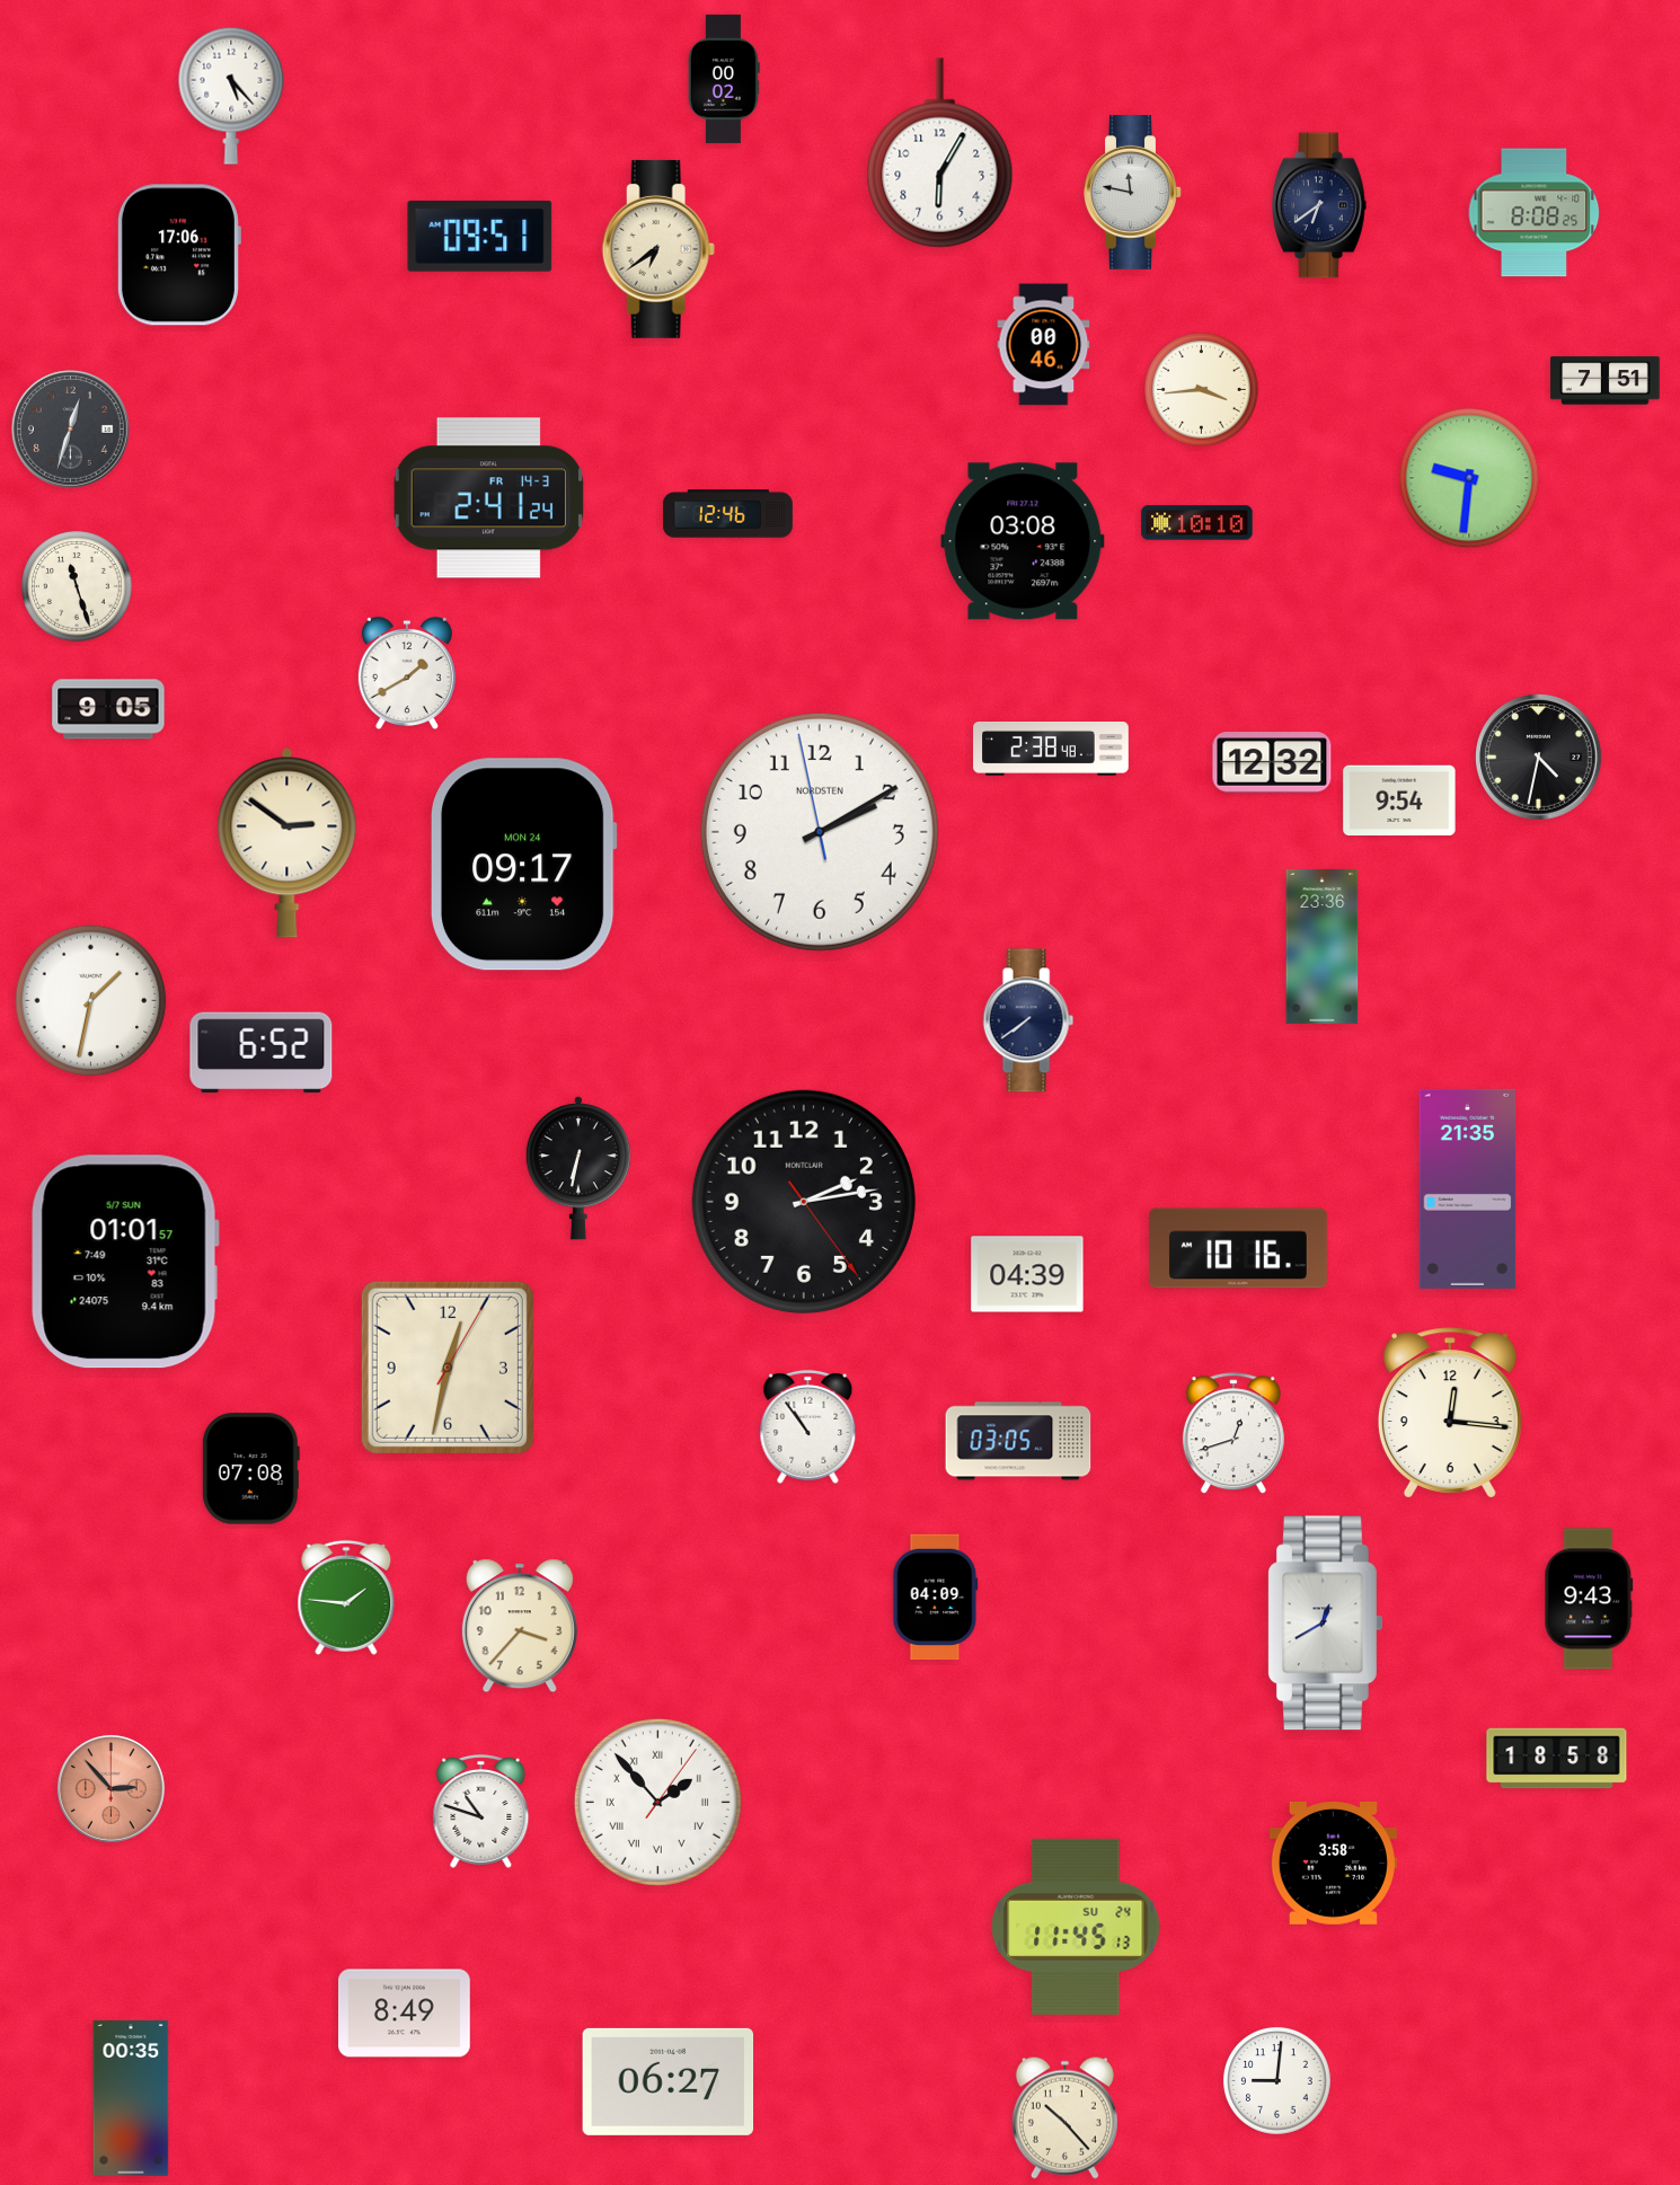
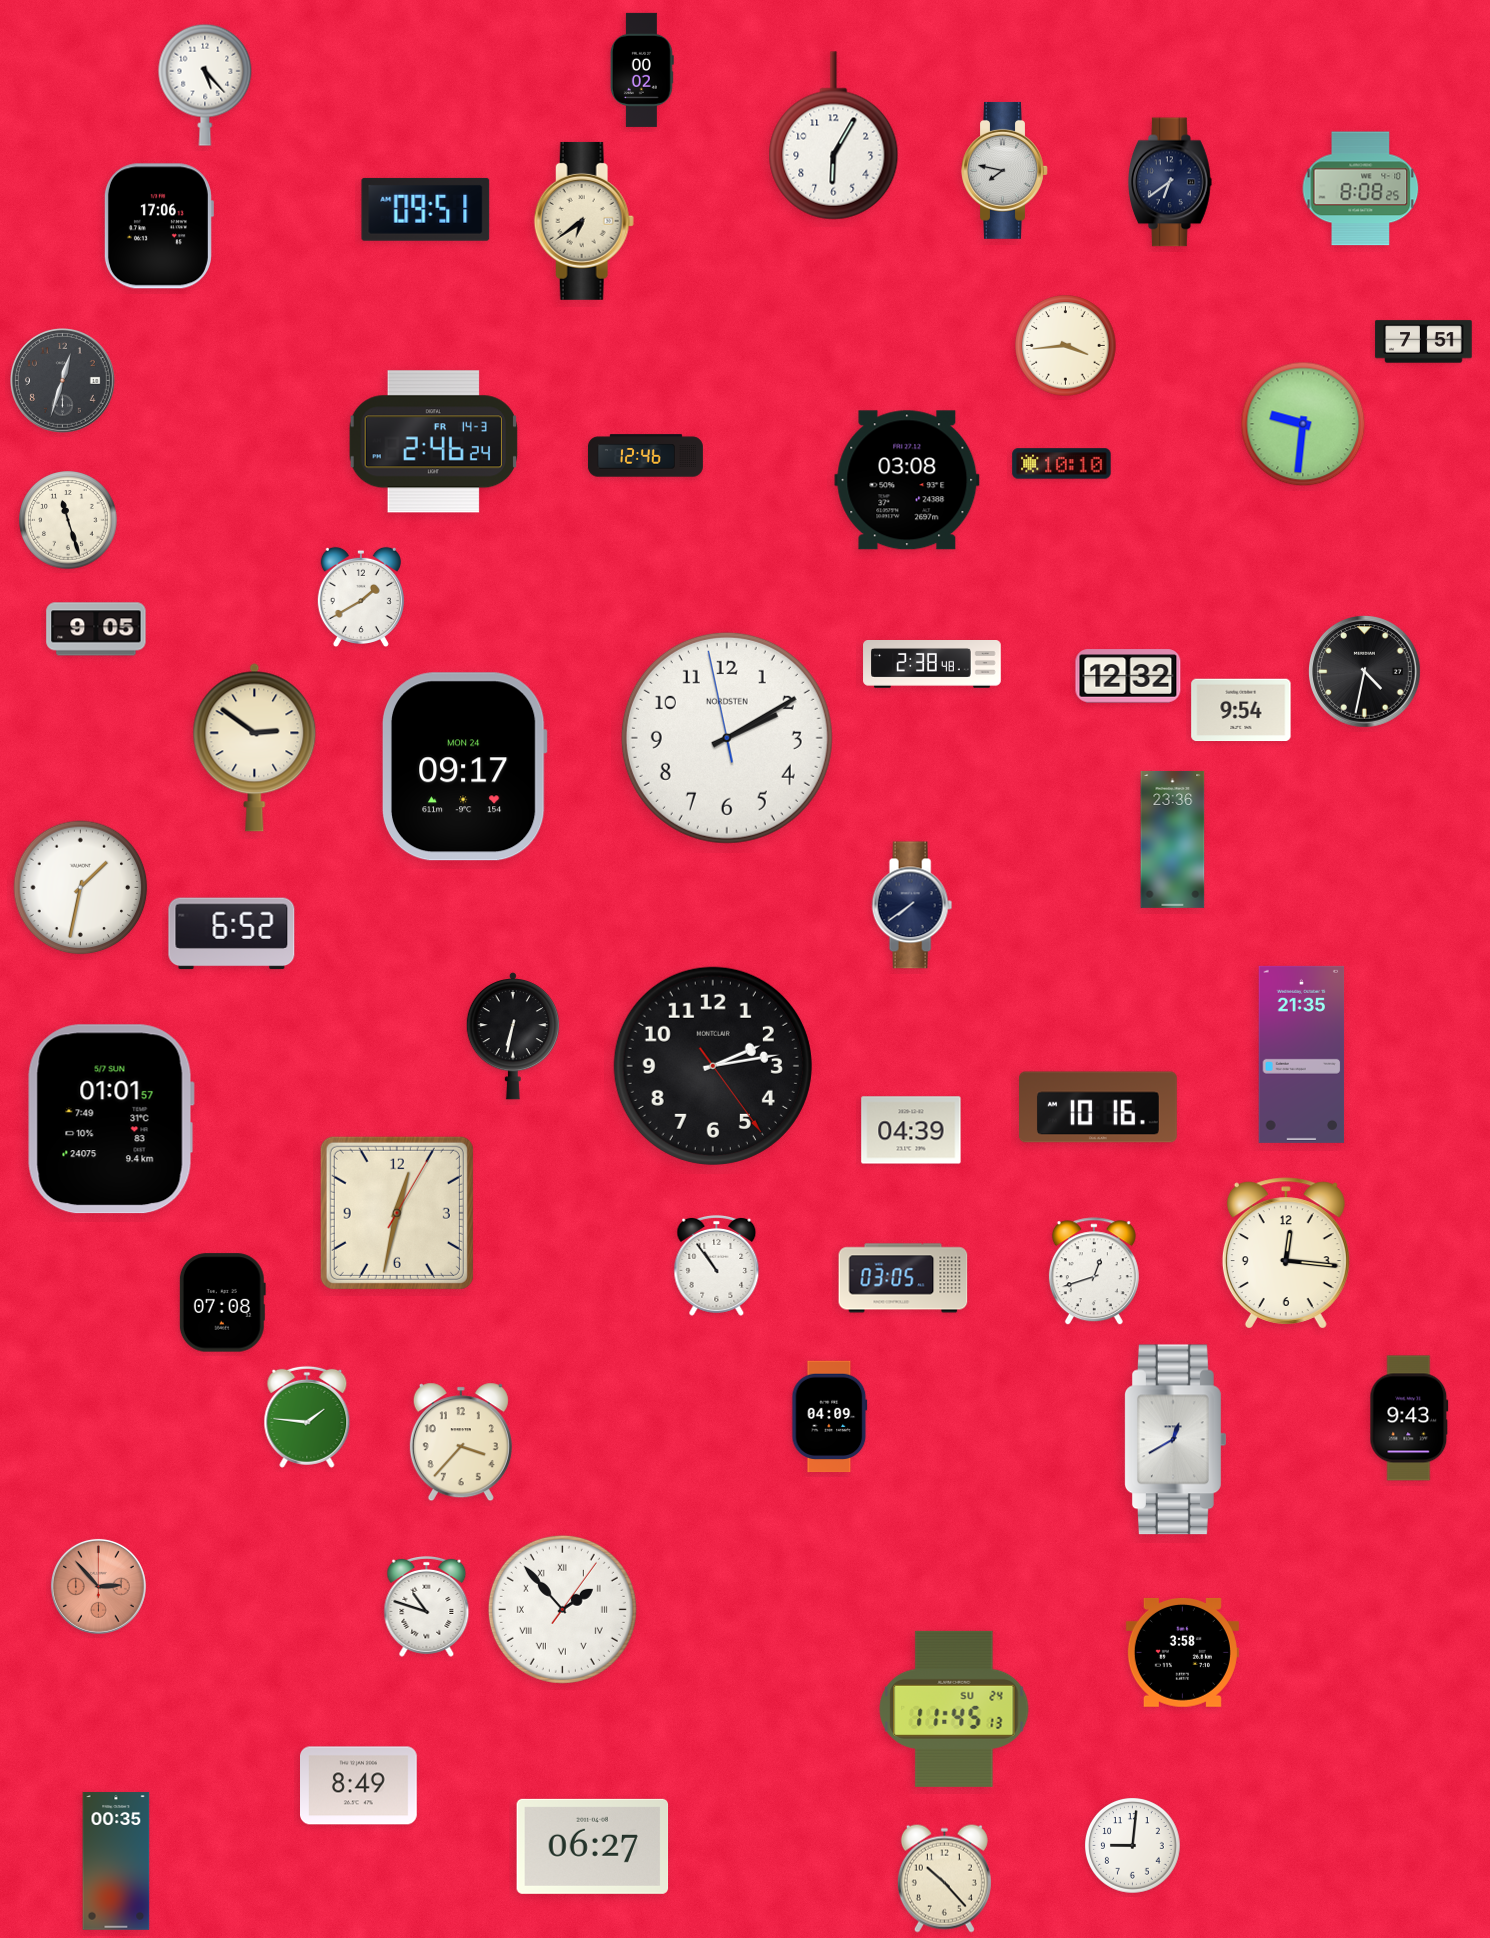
clock at (1133, 192): 11:47 -> 7:47
clock at (1044, 345): 00:46 -> none
clock at (1606, 381) position: (1606, 381) -> (1424, 342)
clock at (488, 498): 2:41 -> 2:46
clock at (1557, 1759): 18:58 -> none
clock at (657, 1802) position: (657, 1802) -> (562, 1609)
